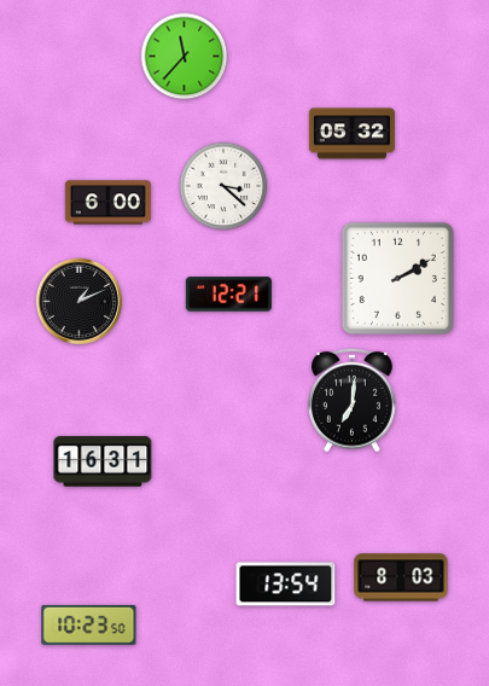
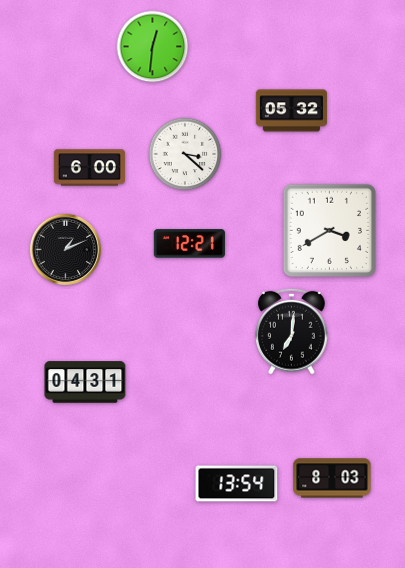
clock at (185, 57): 11:37 -> 12:31
clock at (397, 278): 2:10 -> 3:40
clock at (103, 461): 16:31 -> 04:31
clock at (89, 624): 10:23 -> none
